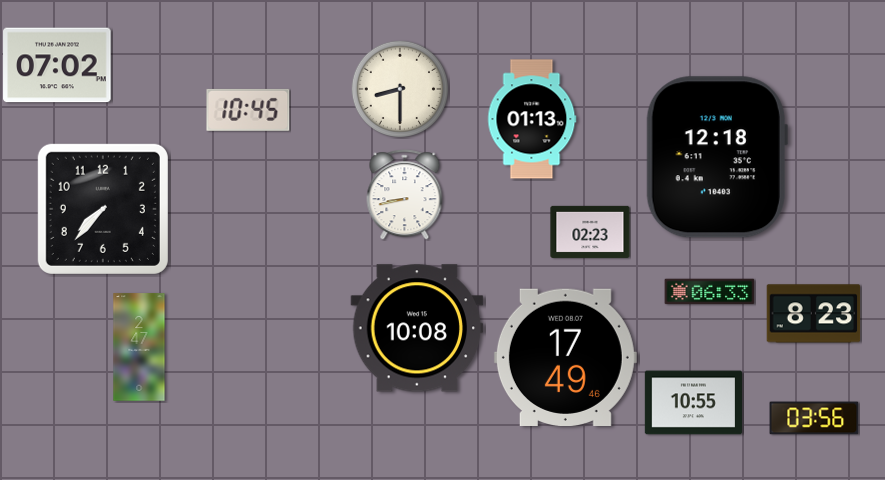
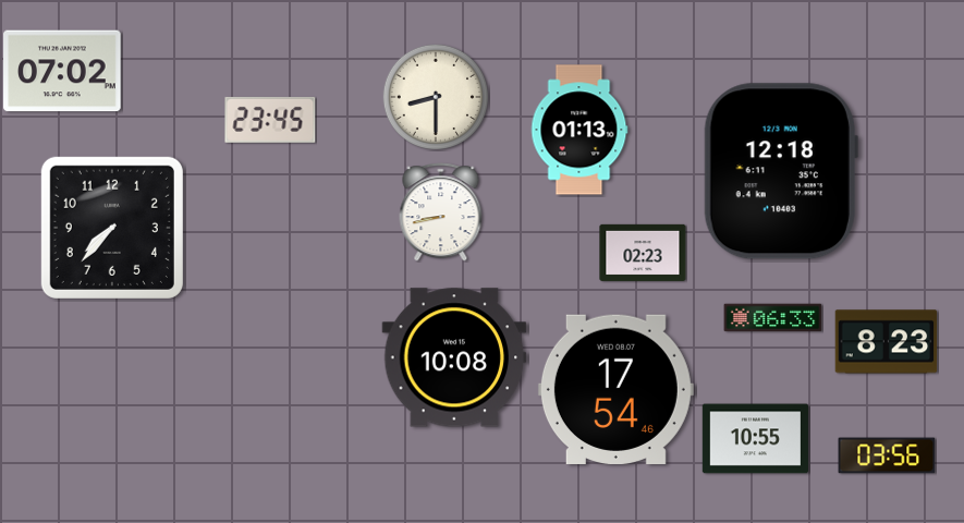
clock at (248, 110): 10:45 -> 23:45
clock at (139, 347): 2:47 -> none
clock at (565, 357): 17:49 -> 17:54
